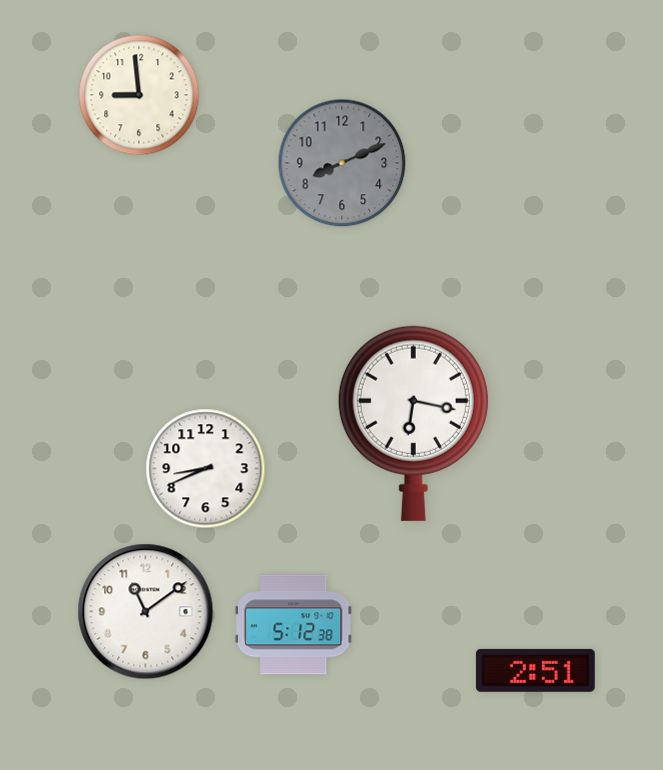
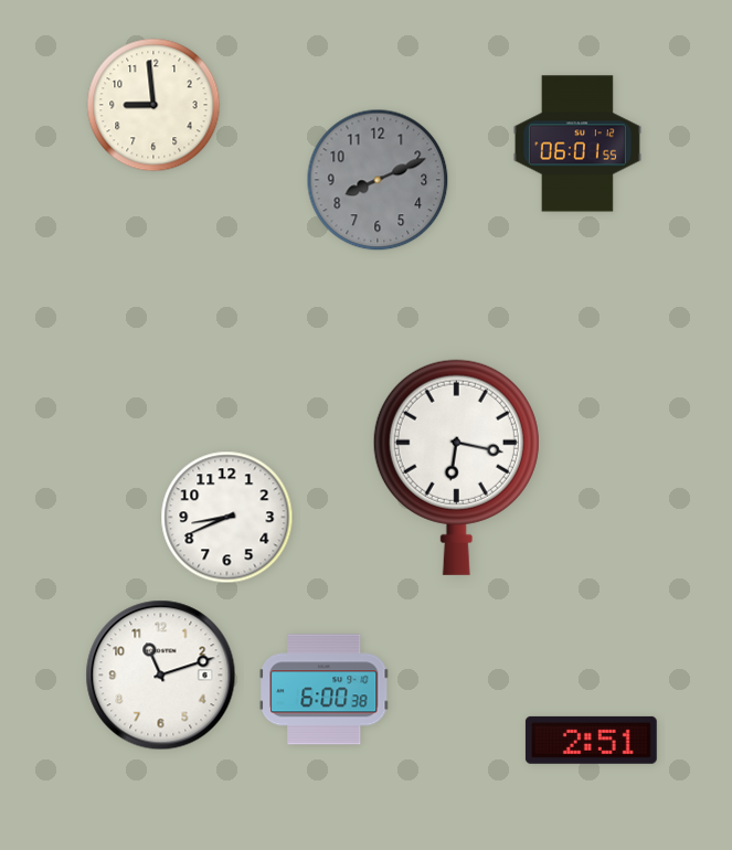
clock at (577, 144): none -> 06:01
clock at (146, 612): 11:09 -> 11:12
clock at (293, 625): 5:12 -> 6:00
